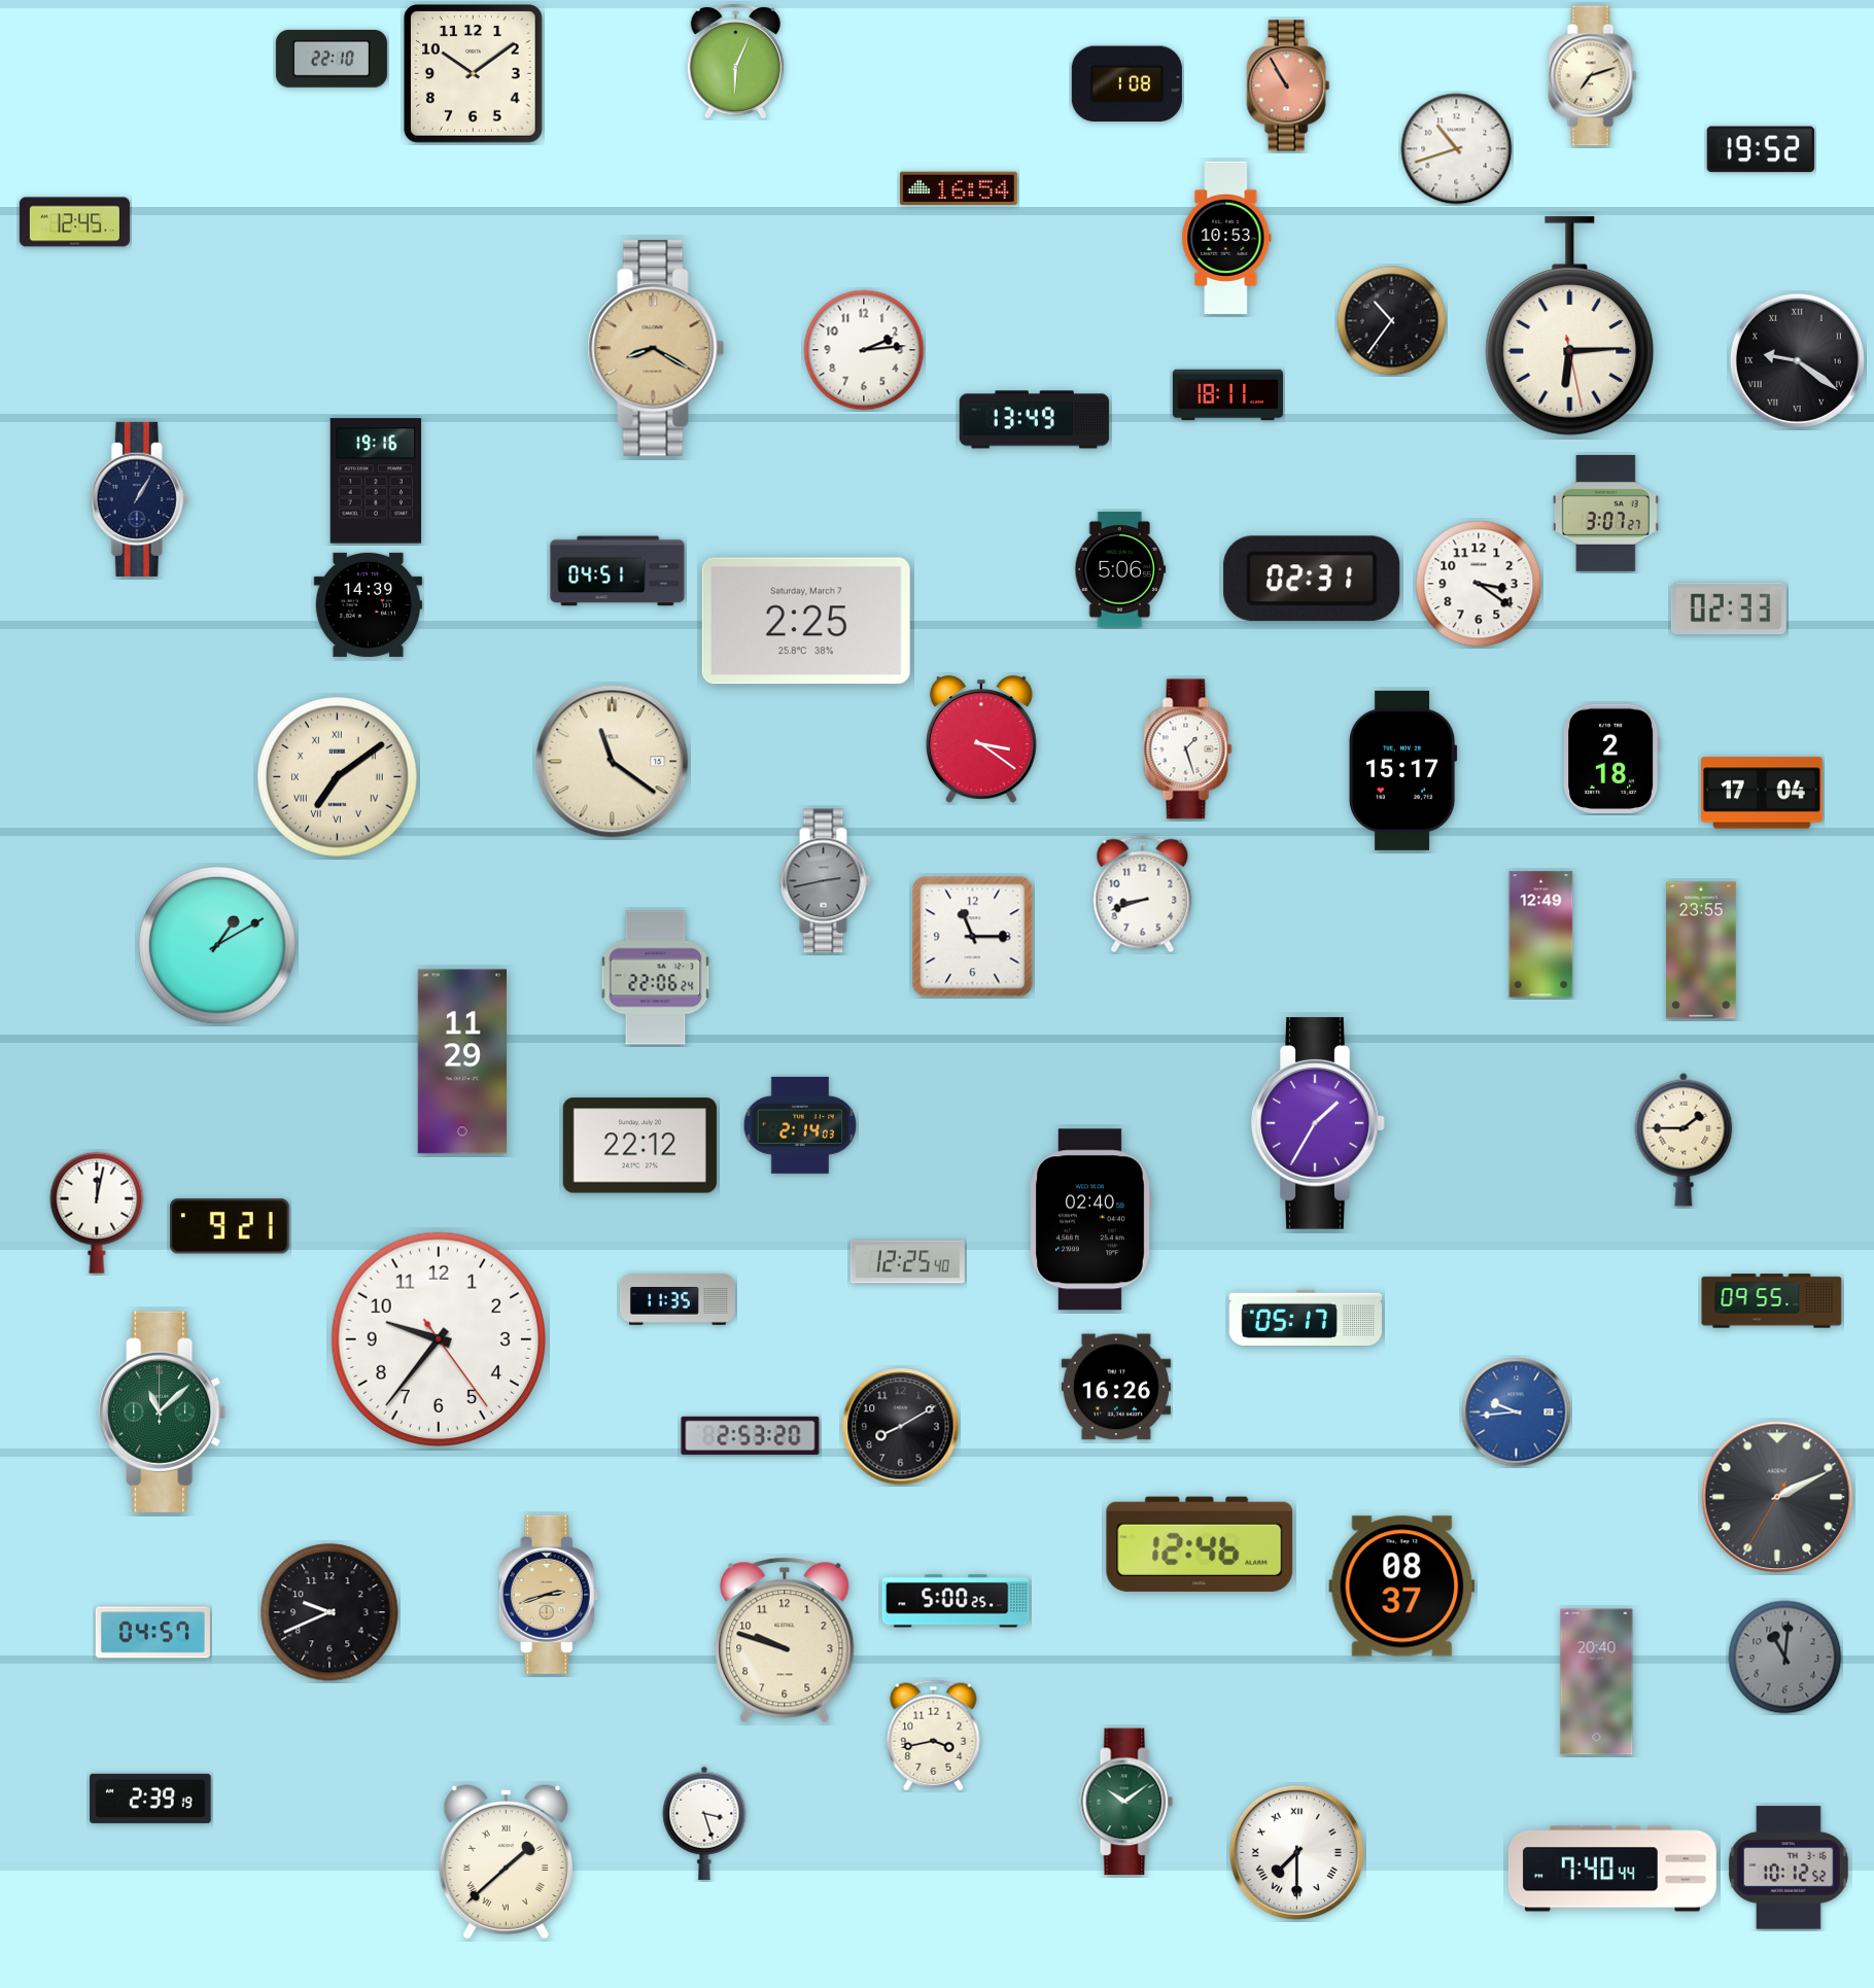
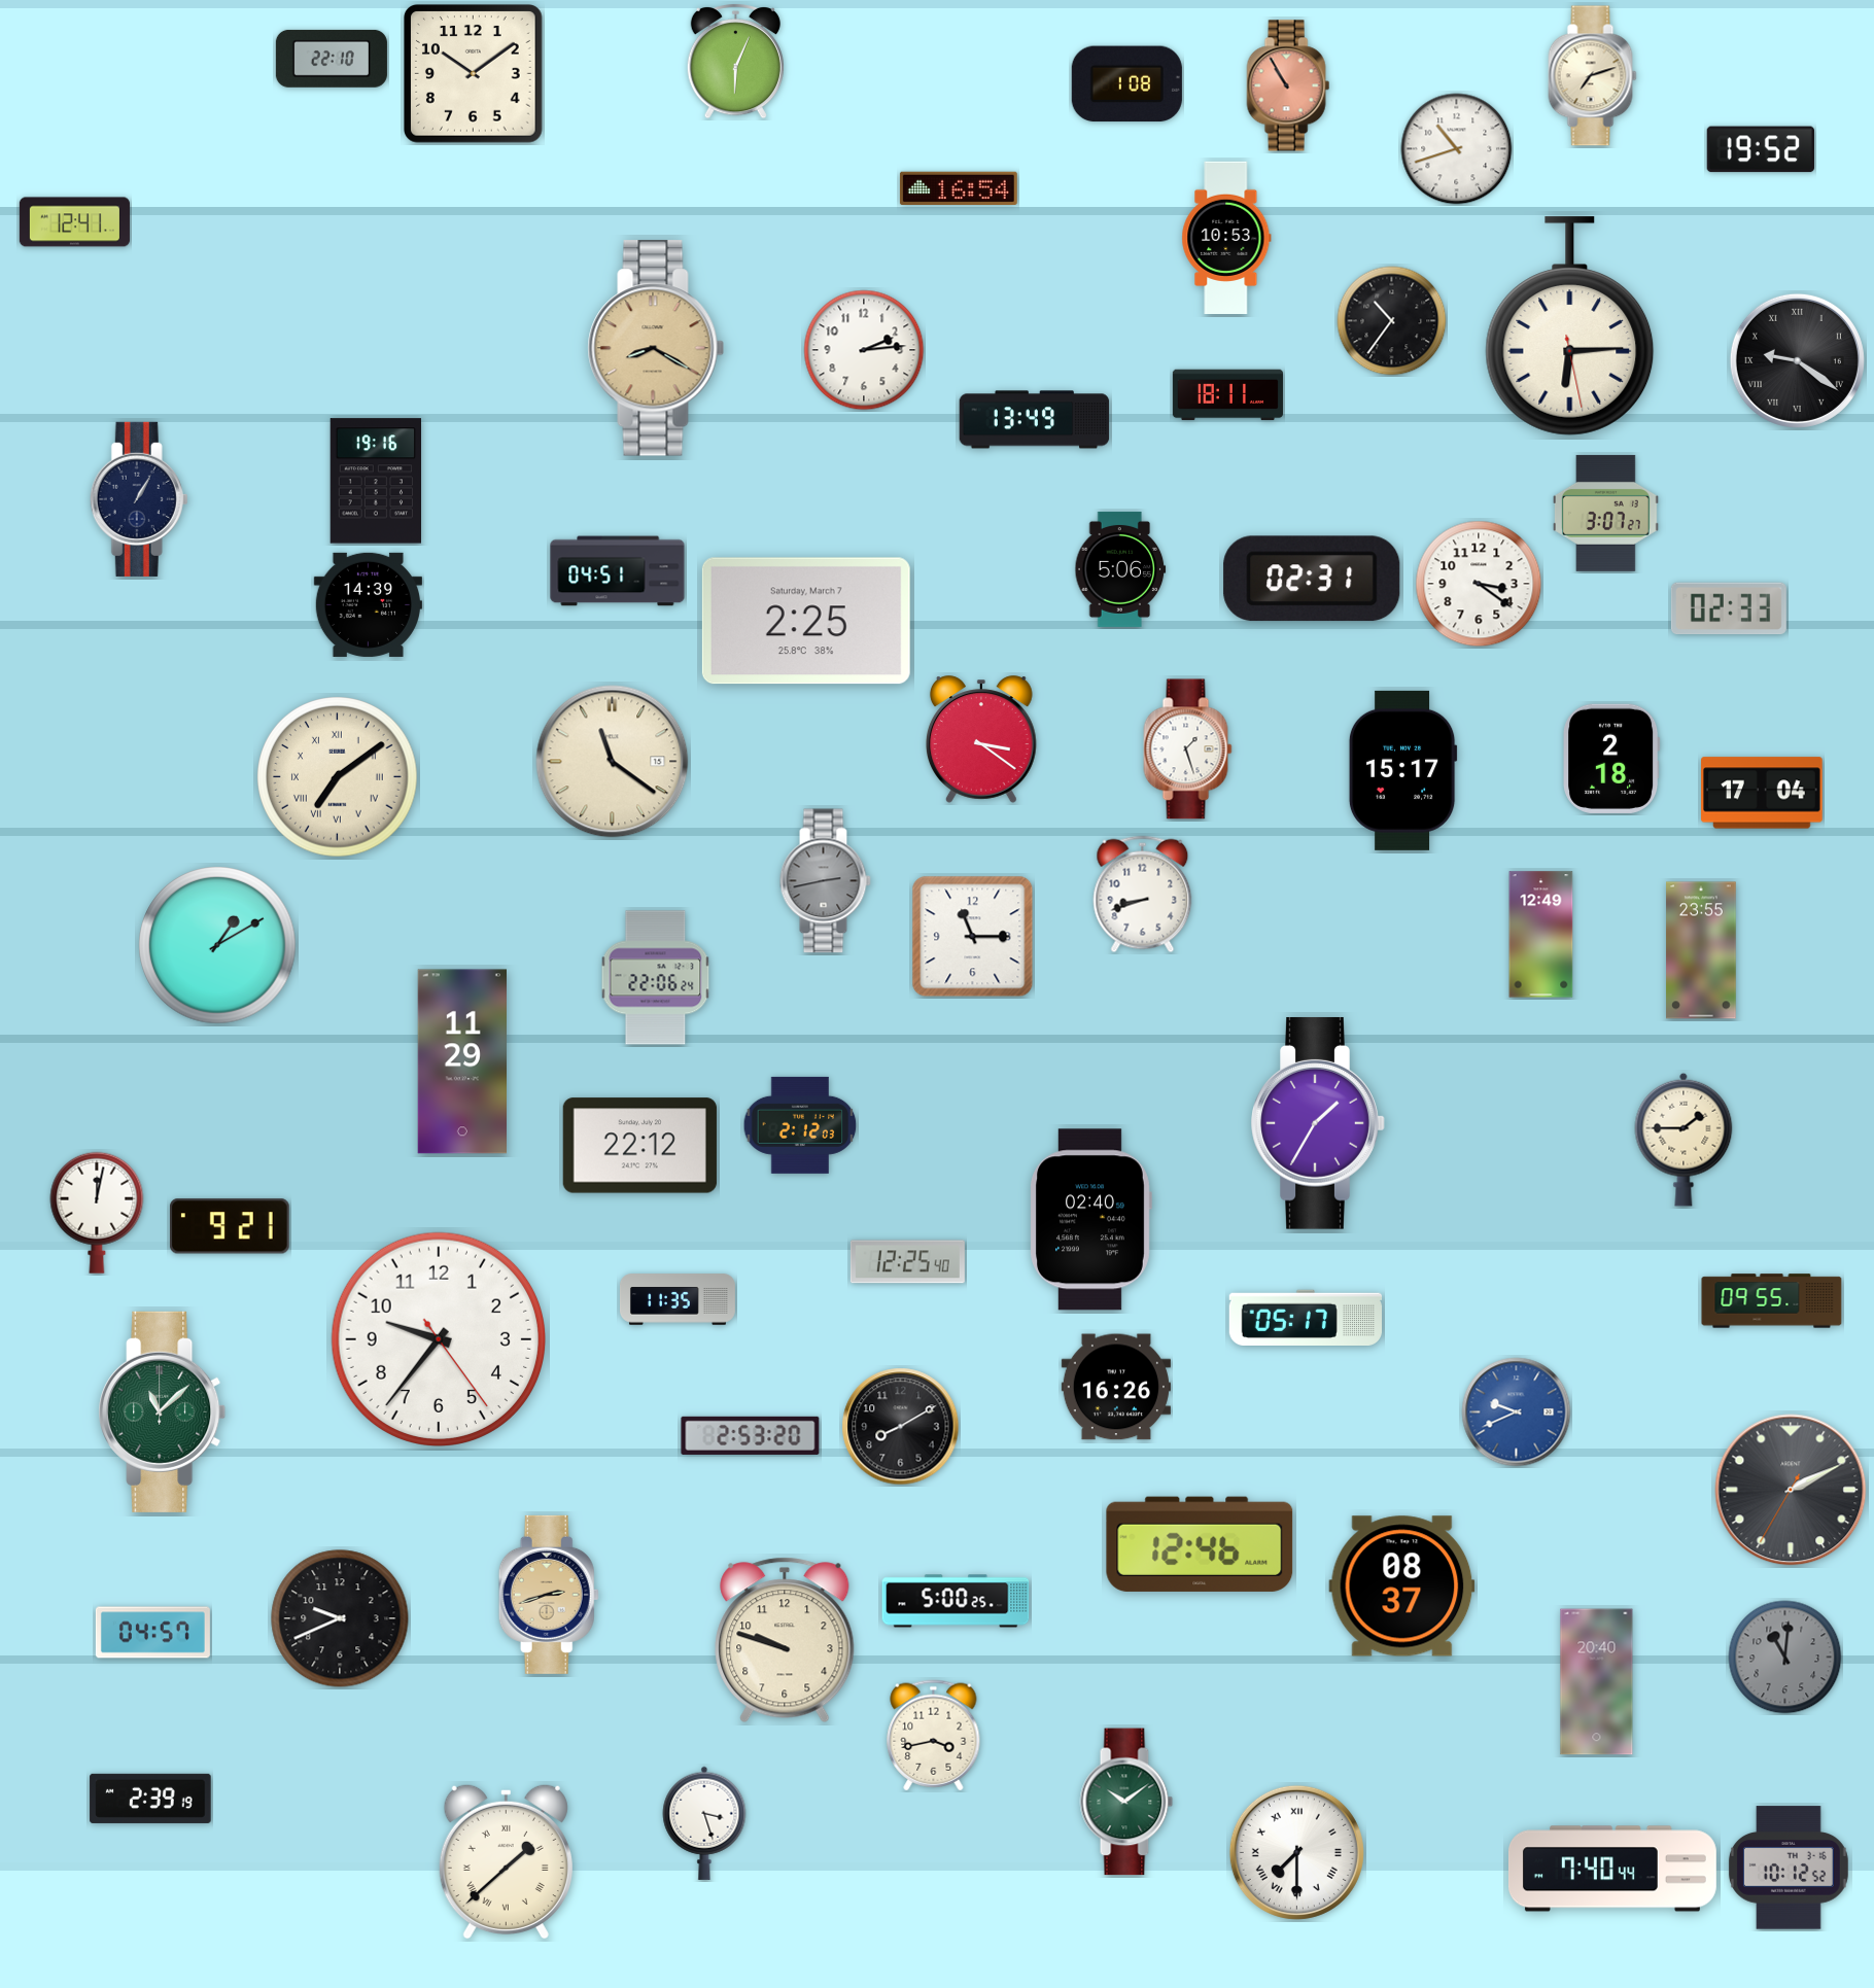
clock at (74, 222): 12:45 -> 12:41
clock at (800, 1125): 2:14 -> 2:12
clock at (1517, 1412): 9:44 -> 9:41
clock at (1777, 1497) position: (1777, 1497) -> (1791, 1490)
clock at (329, 1612) position: (329, 1612) -> (340, 1618)
